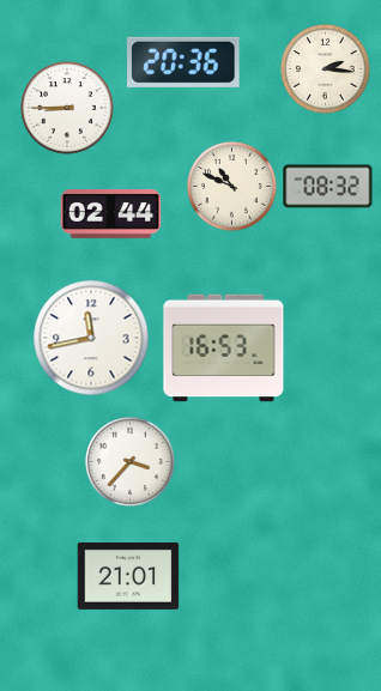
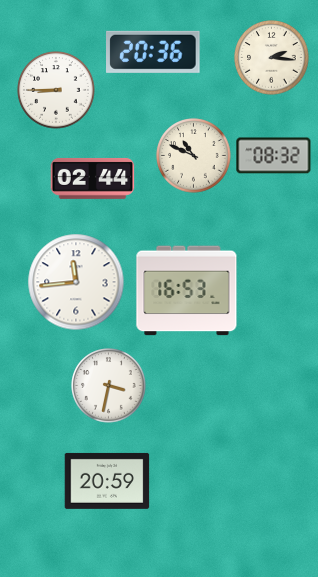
clock at (91, 338): 11:43 -> 11:44
clock at (131, 462): 3:37 -> 3:32
clock at (128, 576): 21:01 -> 20:59
